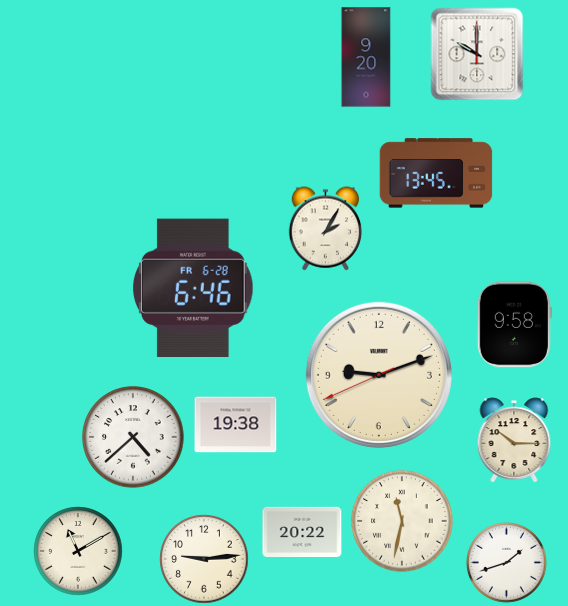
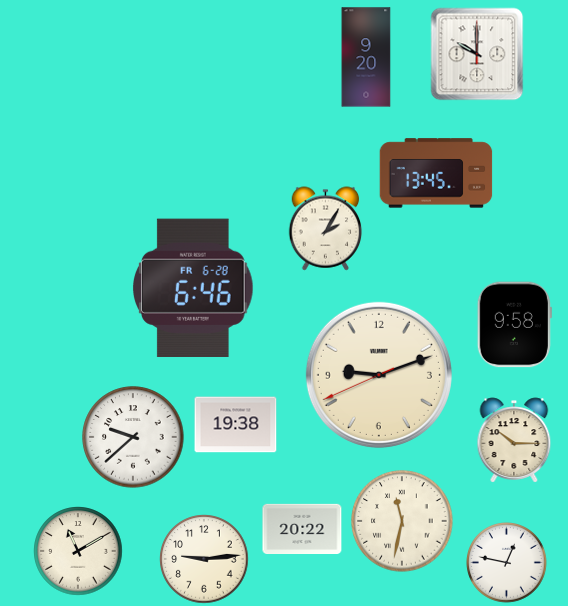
clock at (133, 437): 4:38 -> 9:38
clock at (302, 531) position: (302, 531) -> (302, 528)
clock at (507, 563): 1:42 -> 12:47
